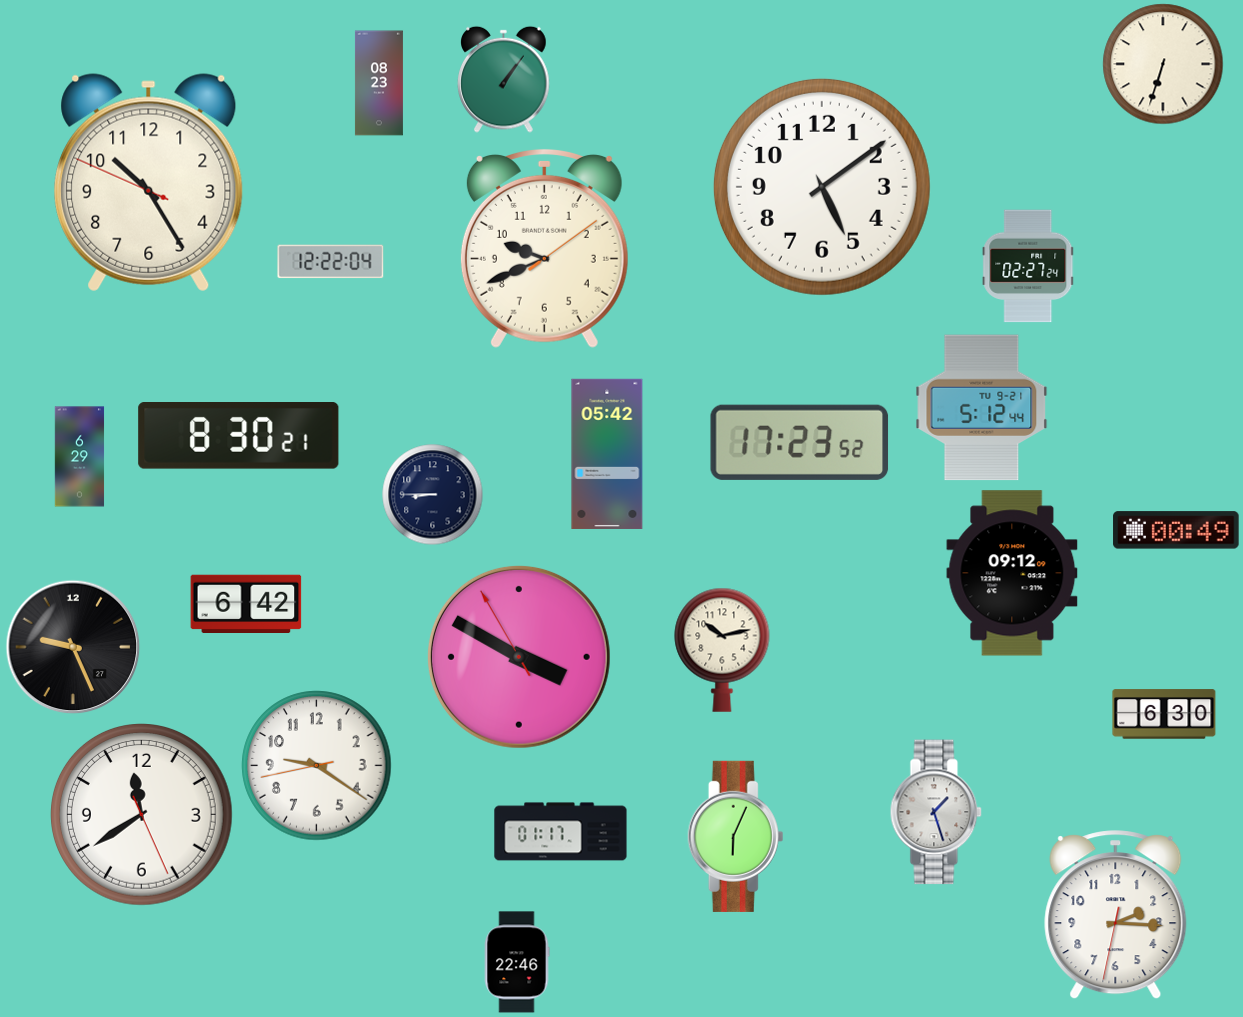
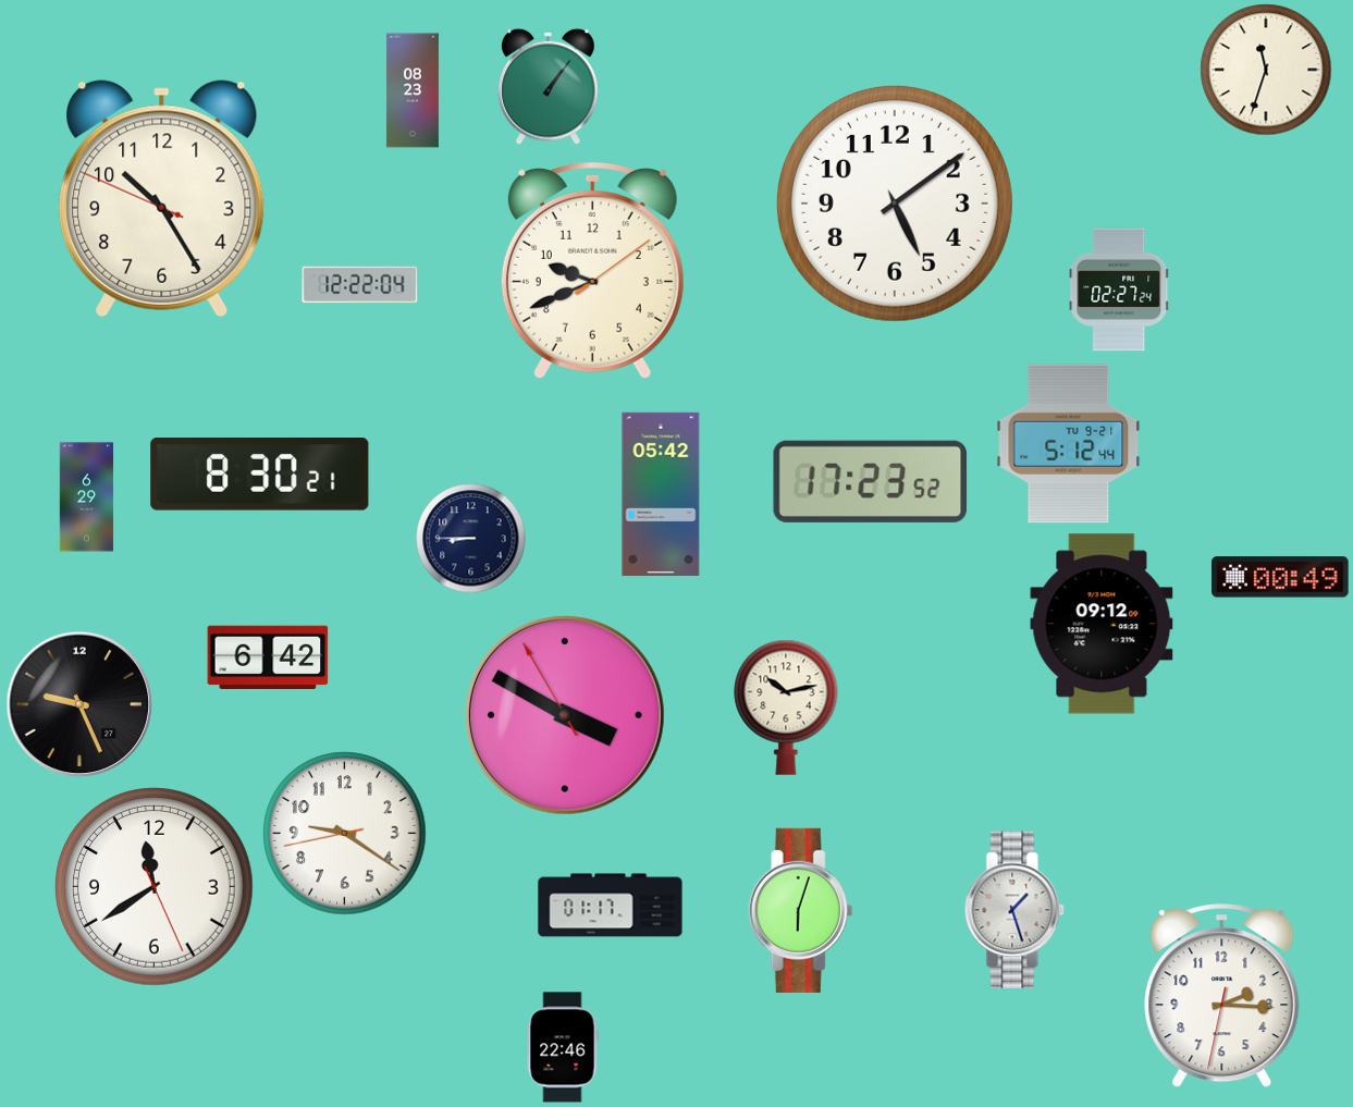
clock at (1163, 64): 6:33 -> 11:33
clock at (1164, 714): 6:30 -> none
clock at (936, 812) position: (936, 812) -> (1014, 910)
clock at (736, 836): 6:04 -> 6:03
clock at (1116, 915) position: (1116, 915) -> (1222, 996)
